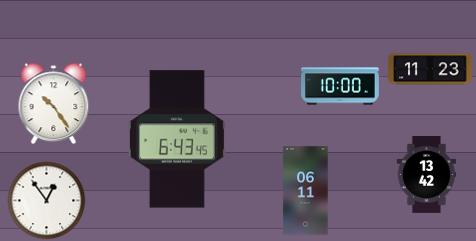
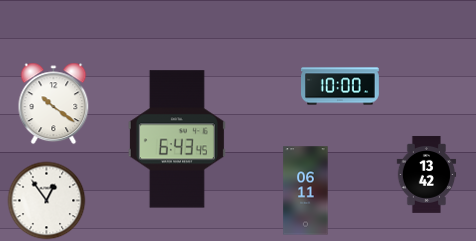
clock at (430, 69): 11:23 -> none
clock at (54, 103): 10:24 -> 10:21
